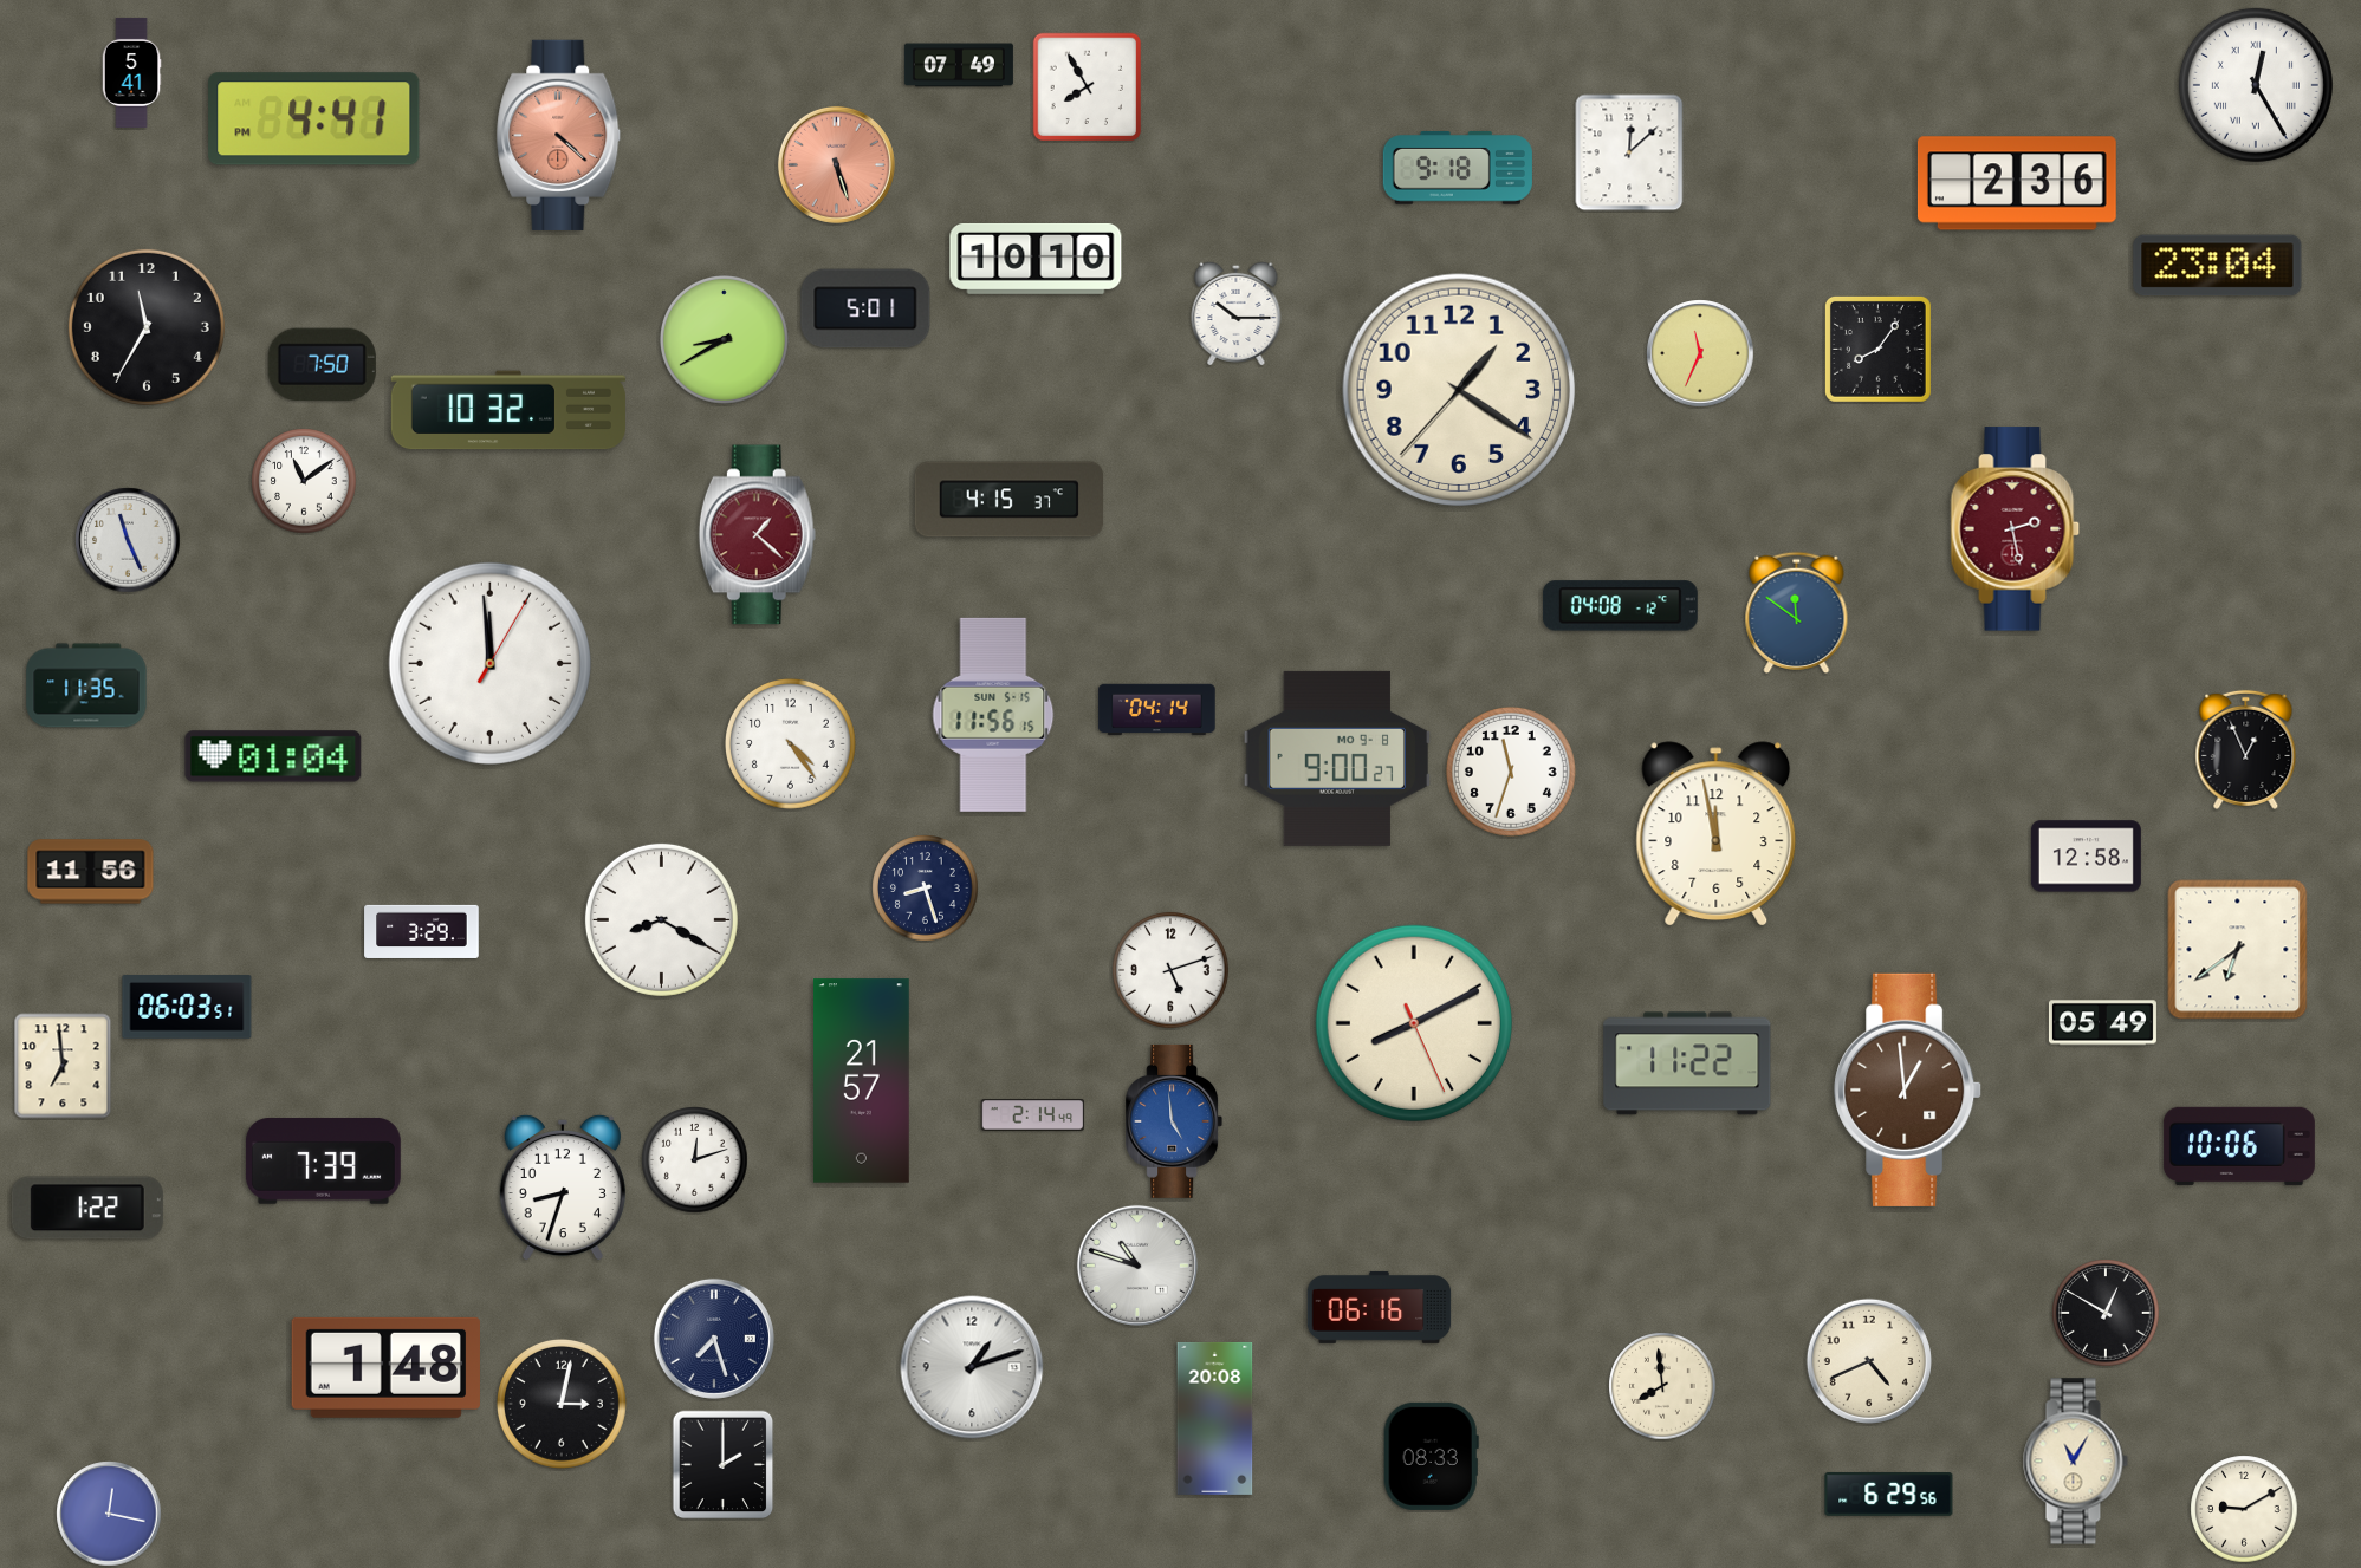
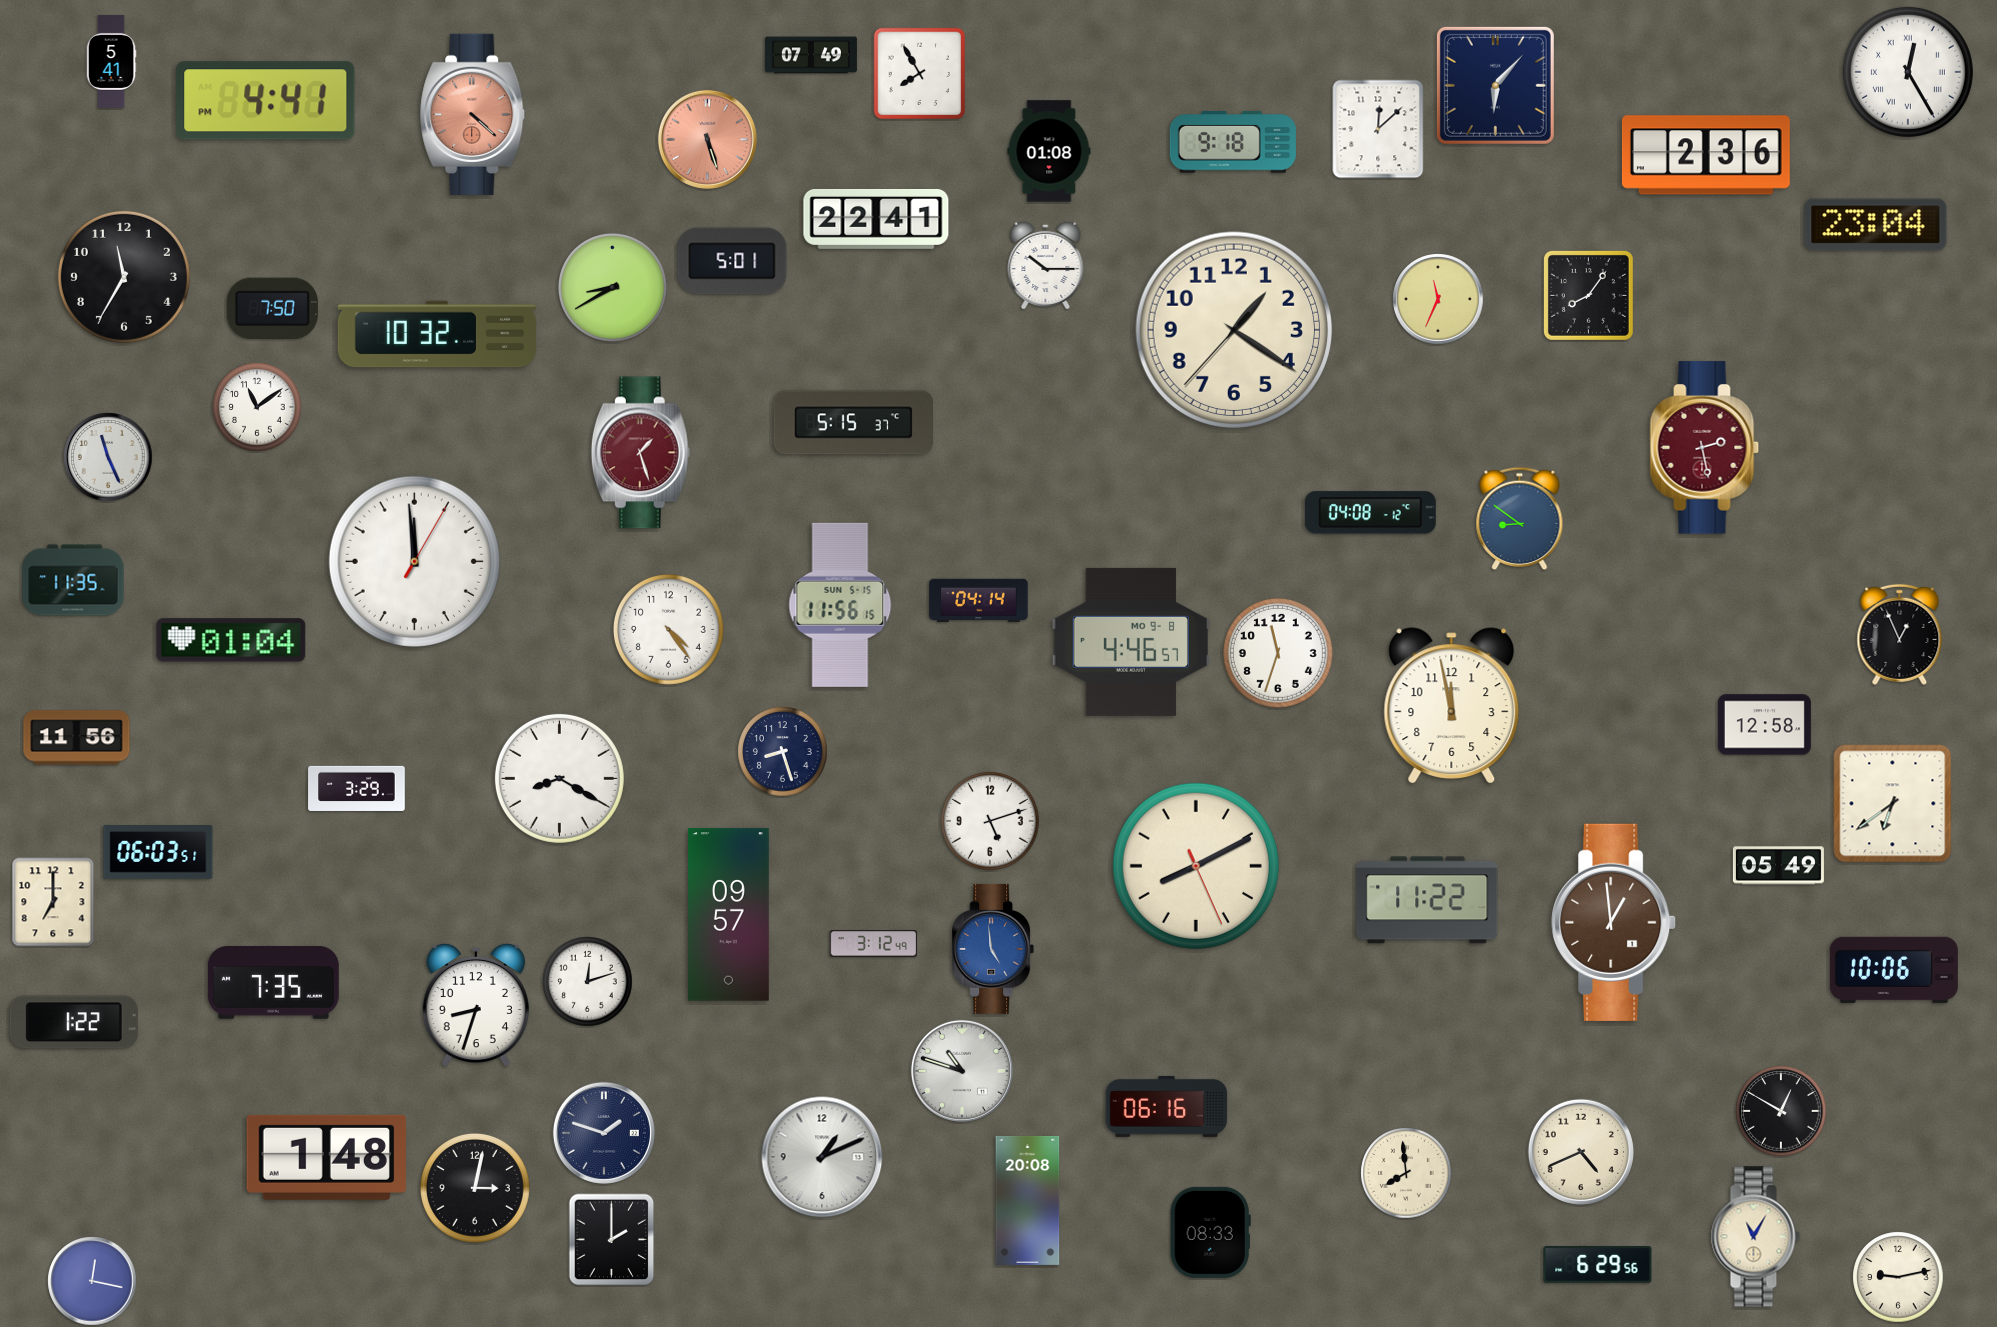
clock at (1495, 85): none -> 6:07
clock at (1049, 151): none -> 01:08
clock at (1036, 259): 10:10 -> 22:41
clock at (508, 410) position: (508, 410) -> (437, 334)
clock at (1008, 500): 4:15 -> 5:15
clock at (757, 535): 1:22 -> 1:27
clock at (1797, 612): 11:51 -> 8:51
clock at (1336, 759): 9:00 -> 4:46
clock at (63, 1066): 6:59 -> 7:00
clock at (862, 1081): 21:57 -> 09:57
clock at (1033, 1115): 2:14 -> 3:12
clock at (323, 1162): 7:39 -> 7:35
clock at (714, 1339): 7:27 -> 1:48
clock at (972, 1367): 1:12 -> 1:11
clock at (2244, 1509): 9:10 -> 9:13
